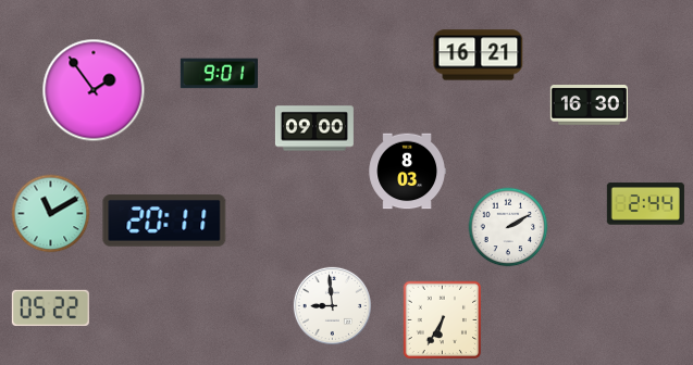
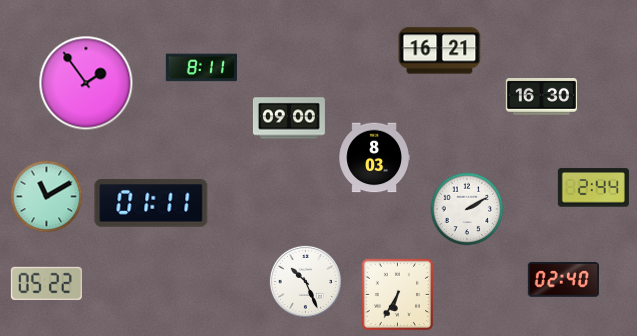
clock at (219, 74): 9:01 -> 8:11
clock at (164, 221): 20:11 -> 01:11
clock at (563, 280): none -> 02:40
clock at (332, 305): 8:59 -> 10:26
clock at (443, 320) position: (443, 320) -> (398, 295)
